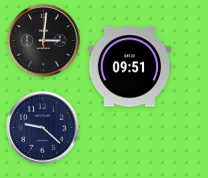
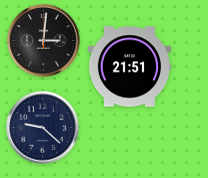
clock at (130, 67): 09:51 -> 21:51
